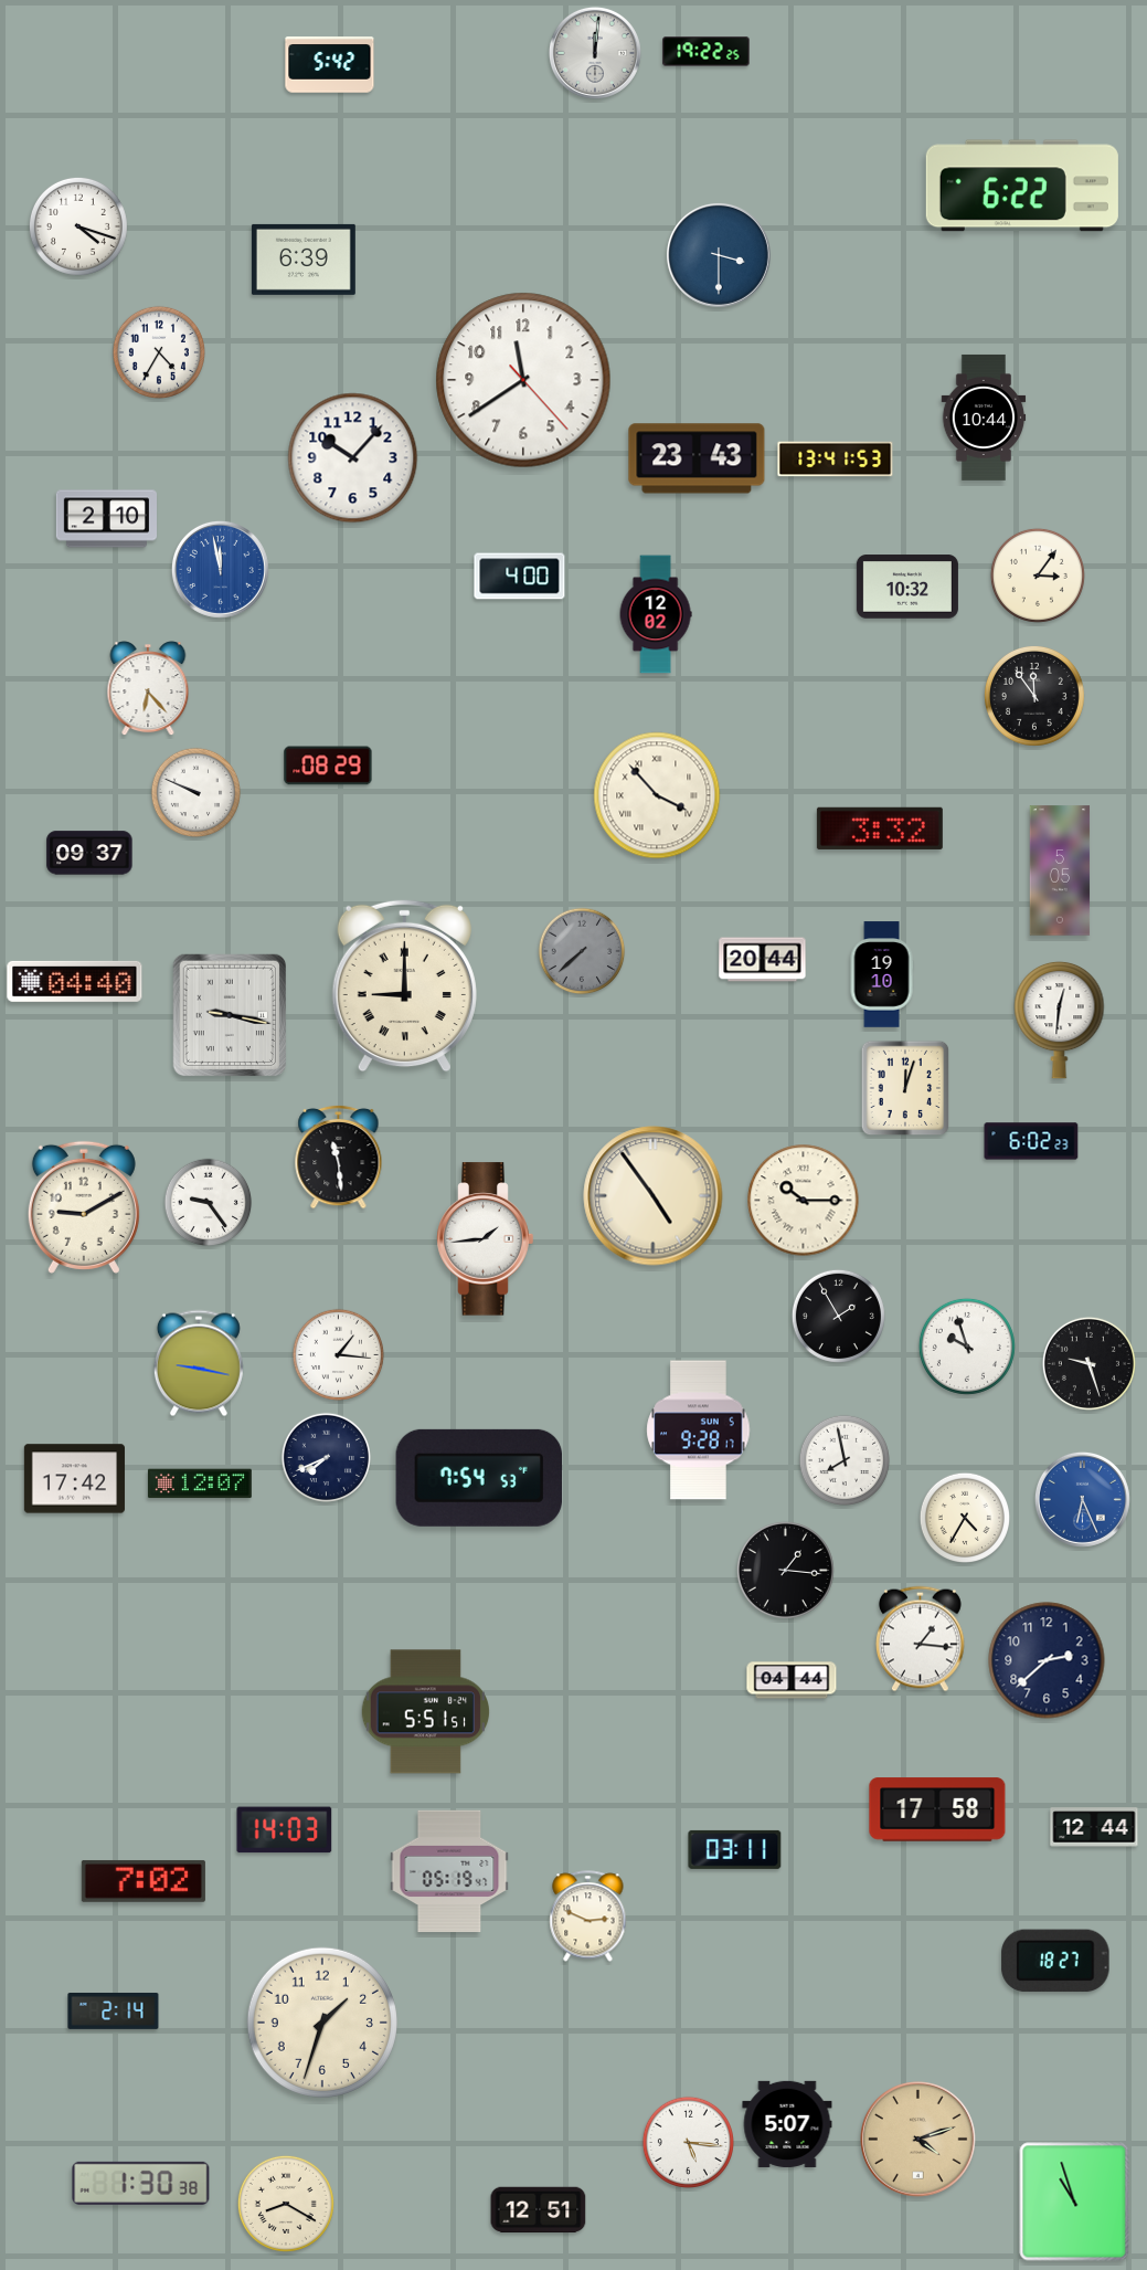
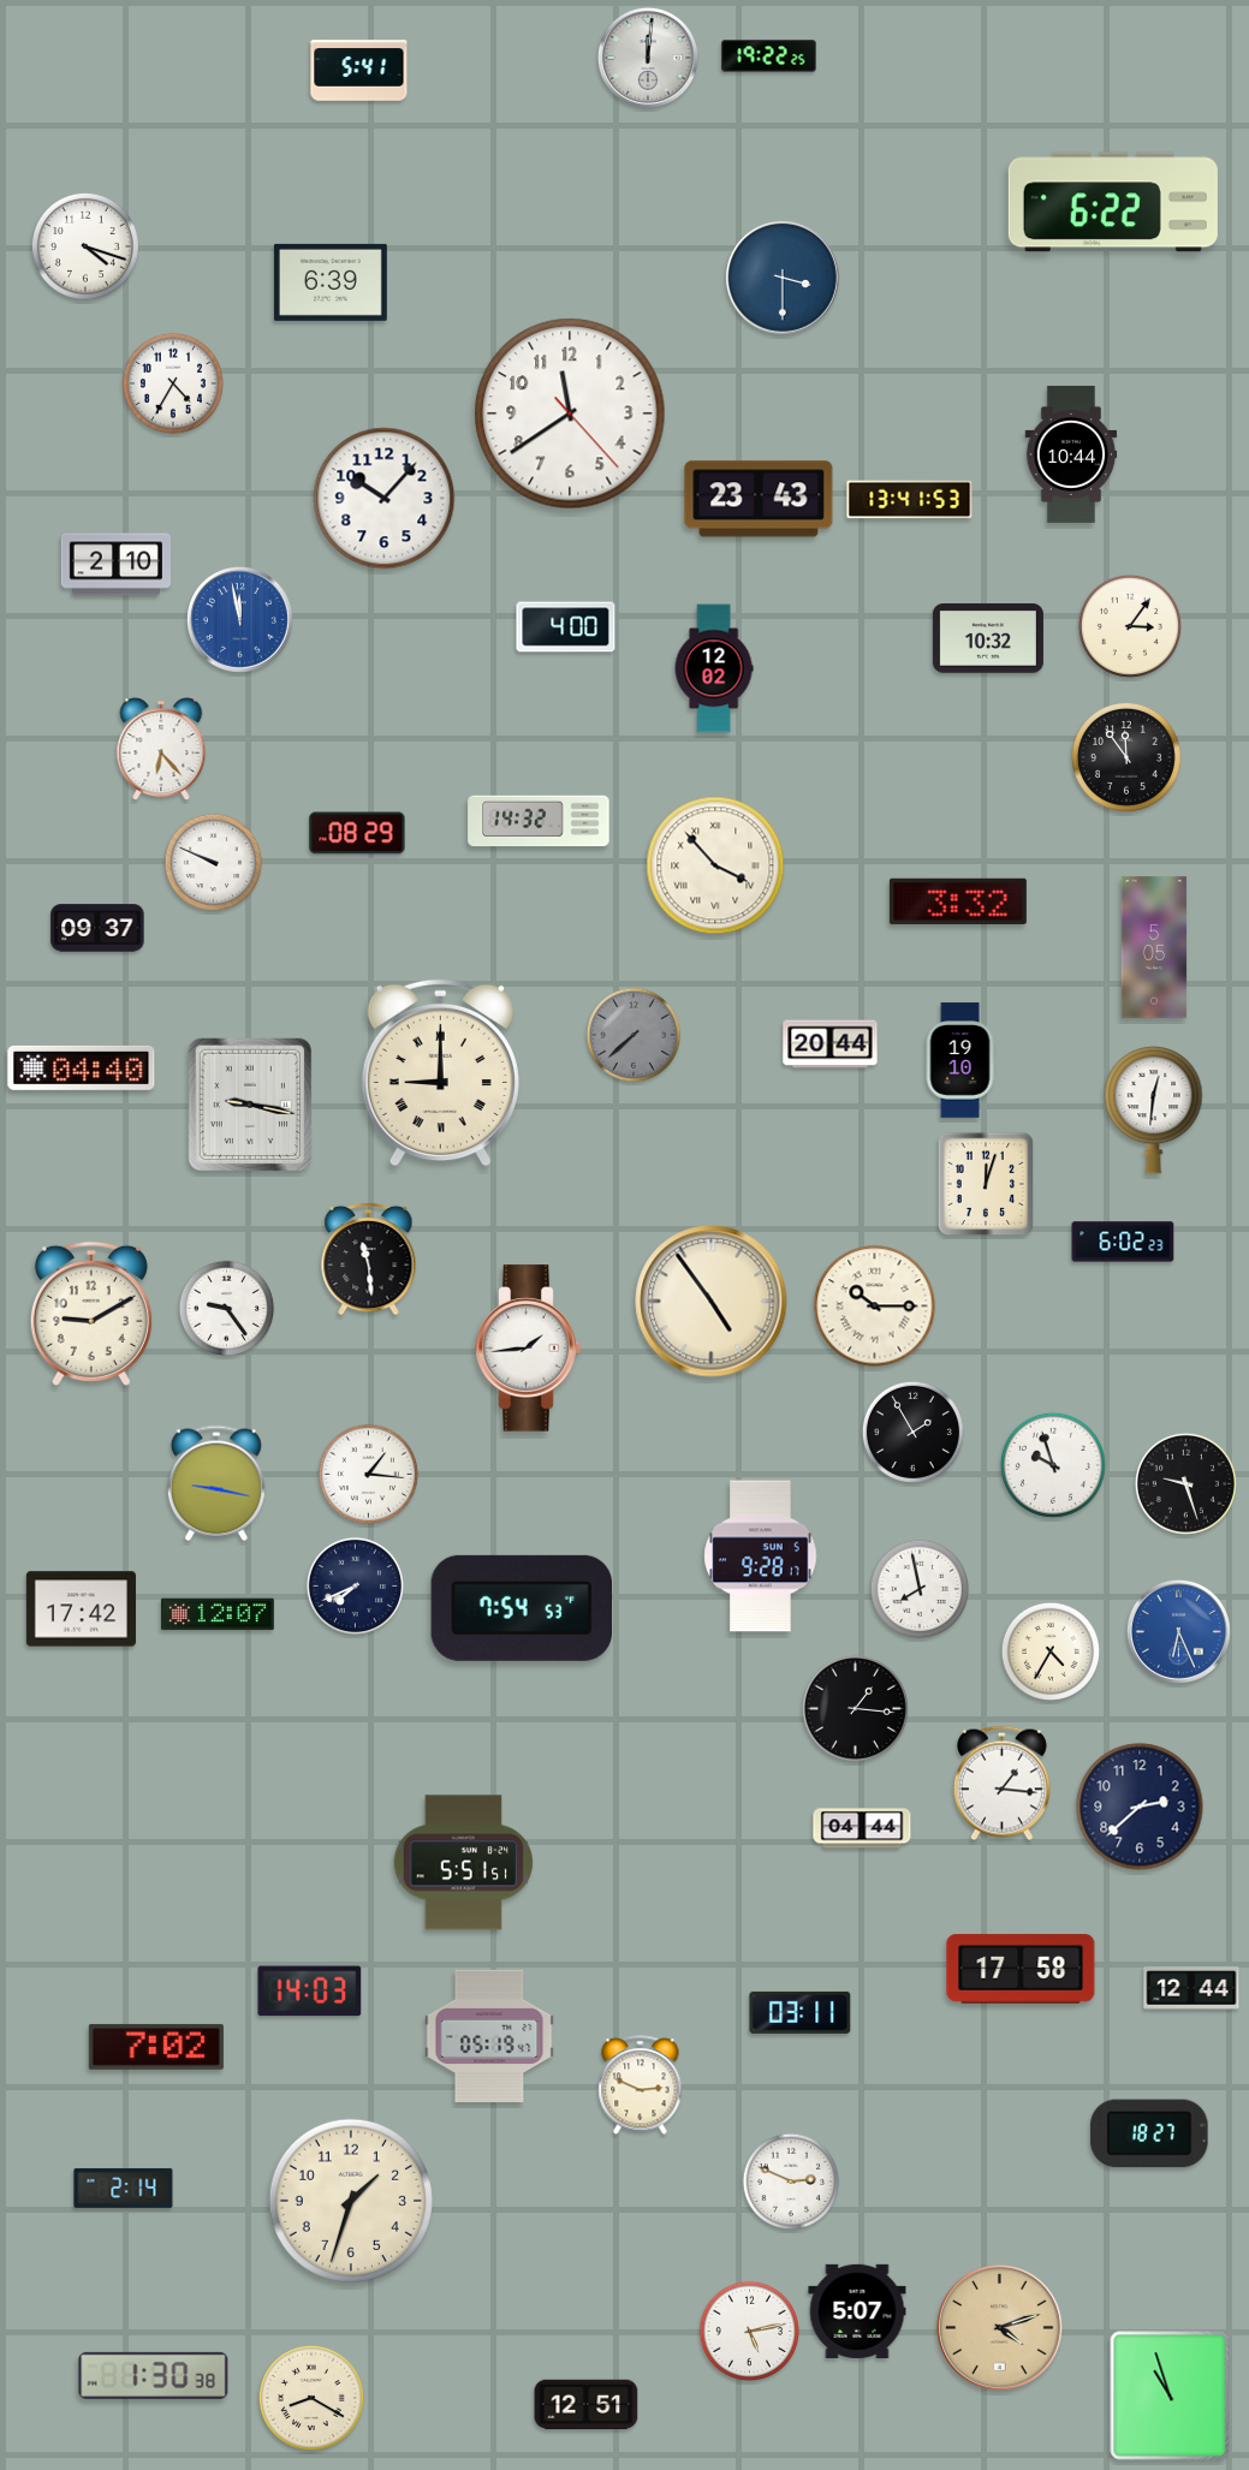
clock at (330, 65): 5:42 -> 5:41
clock at (539, 821): none -> 14:32
clock at (791, 2182): none -> 2:49
clock at (688, 2142): 5:16 -> 5:13
